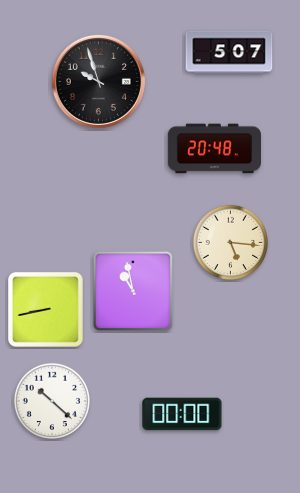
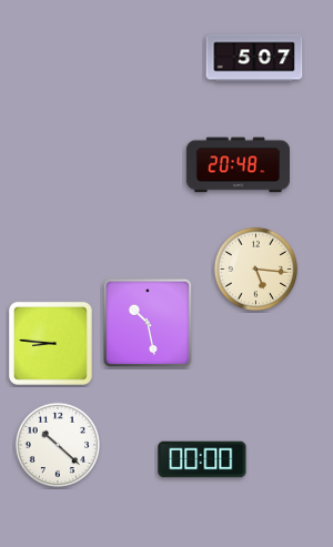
clock at (98, 81): 9:57 -> none
clock at (133, 291): 10:58 -> 10:28
clock at (45, 309): 8:43 -> 8:46
